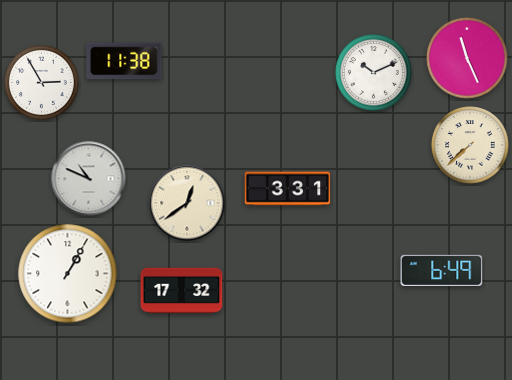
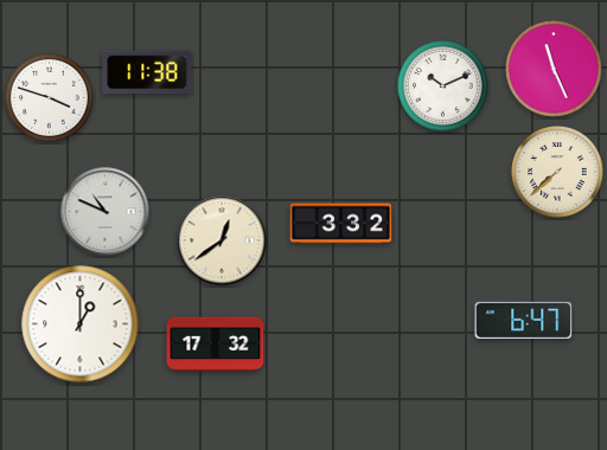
clock at (42, 83): 2:55 -> 3:48
clock at (288, 189): 3:31 -> 3:32
clock at (442, 270): 6:49 -> 6:47
clock at (68, 274): 1:05 -> 1:00
